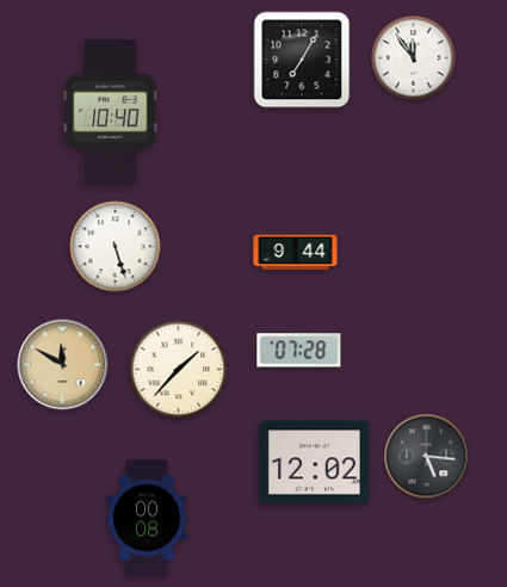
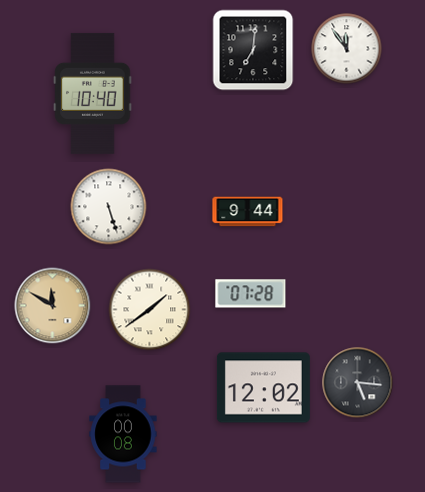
clock at (302, 60): 7:05 -> 7:01
clock at (116, 247) position: (116, 247) -> (109, 207)
clock at (179, 370): 1:37 -> 1:39
